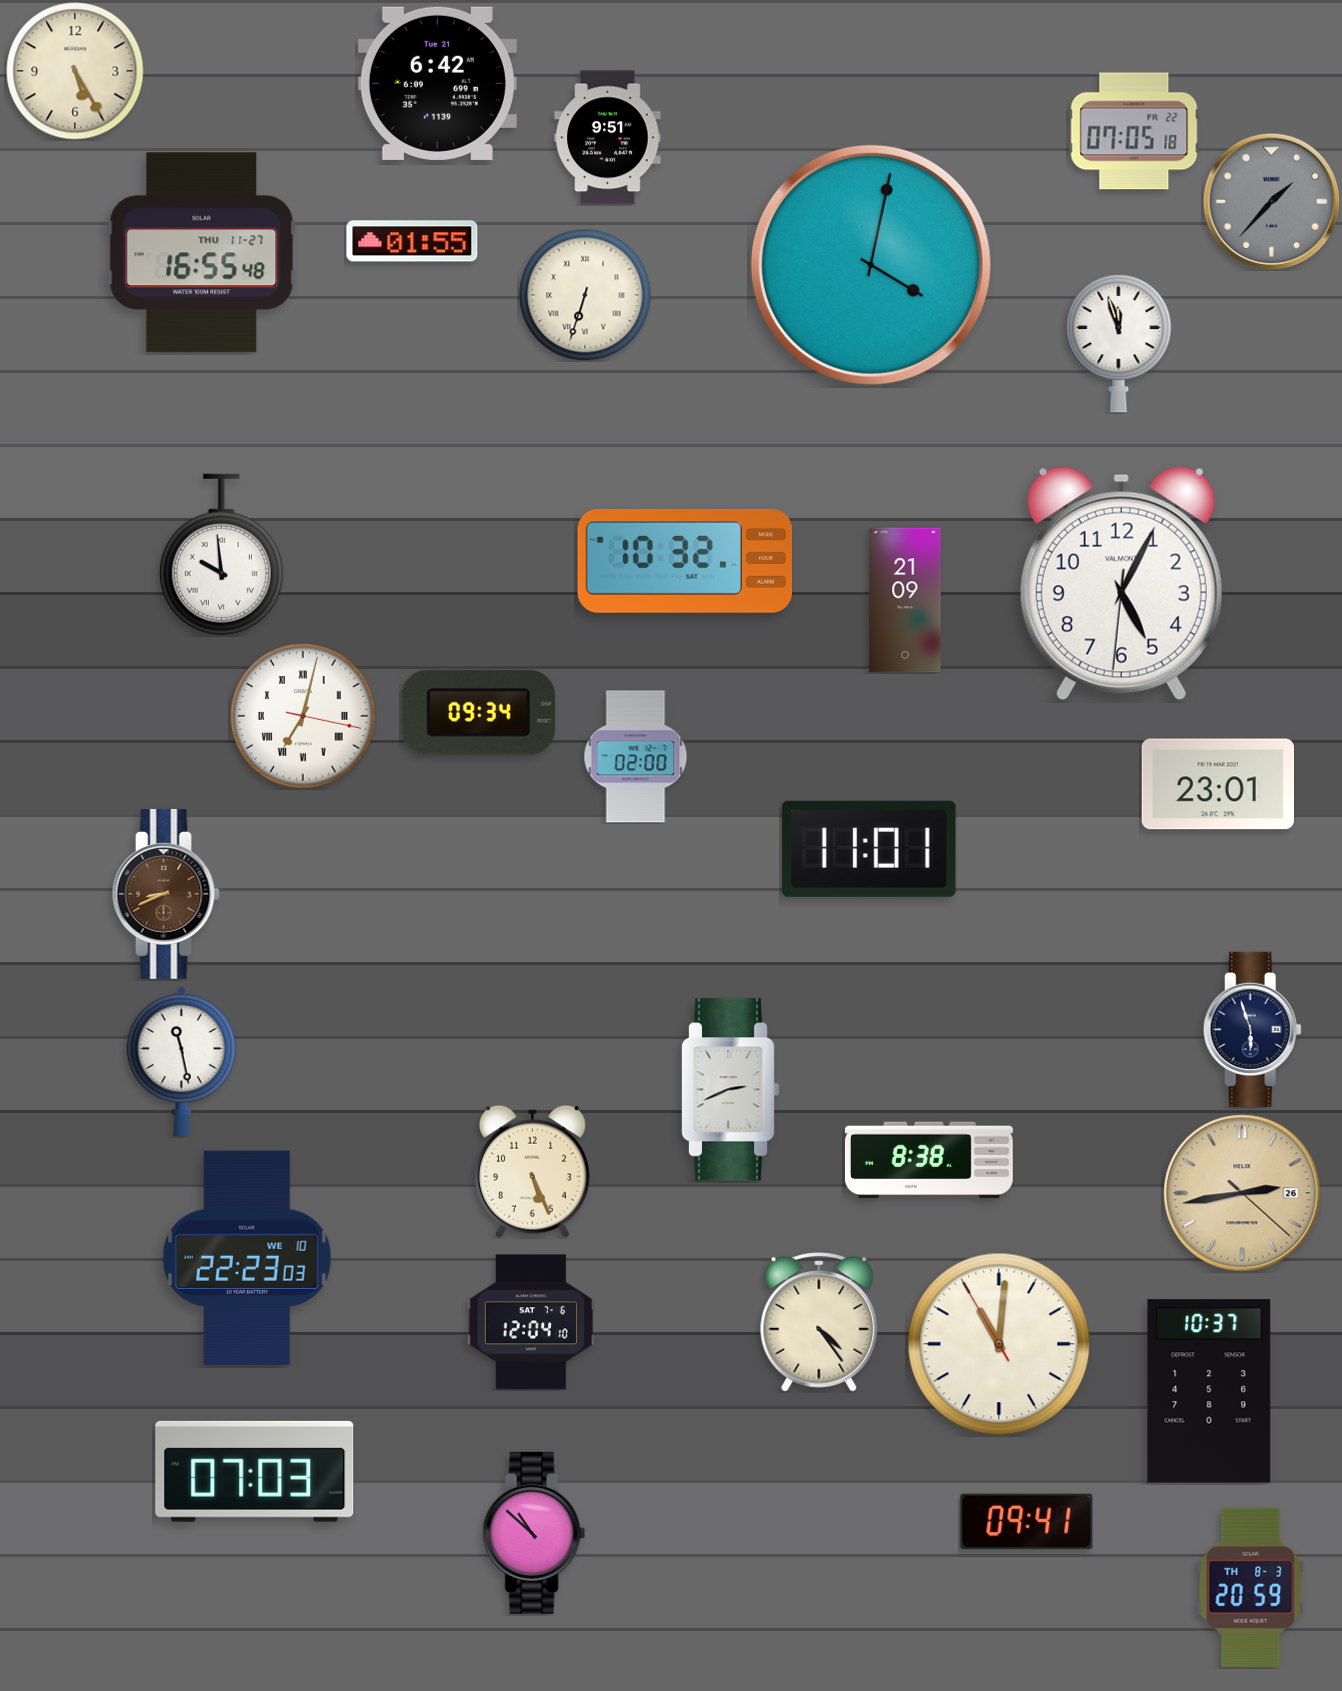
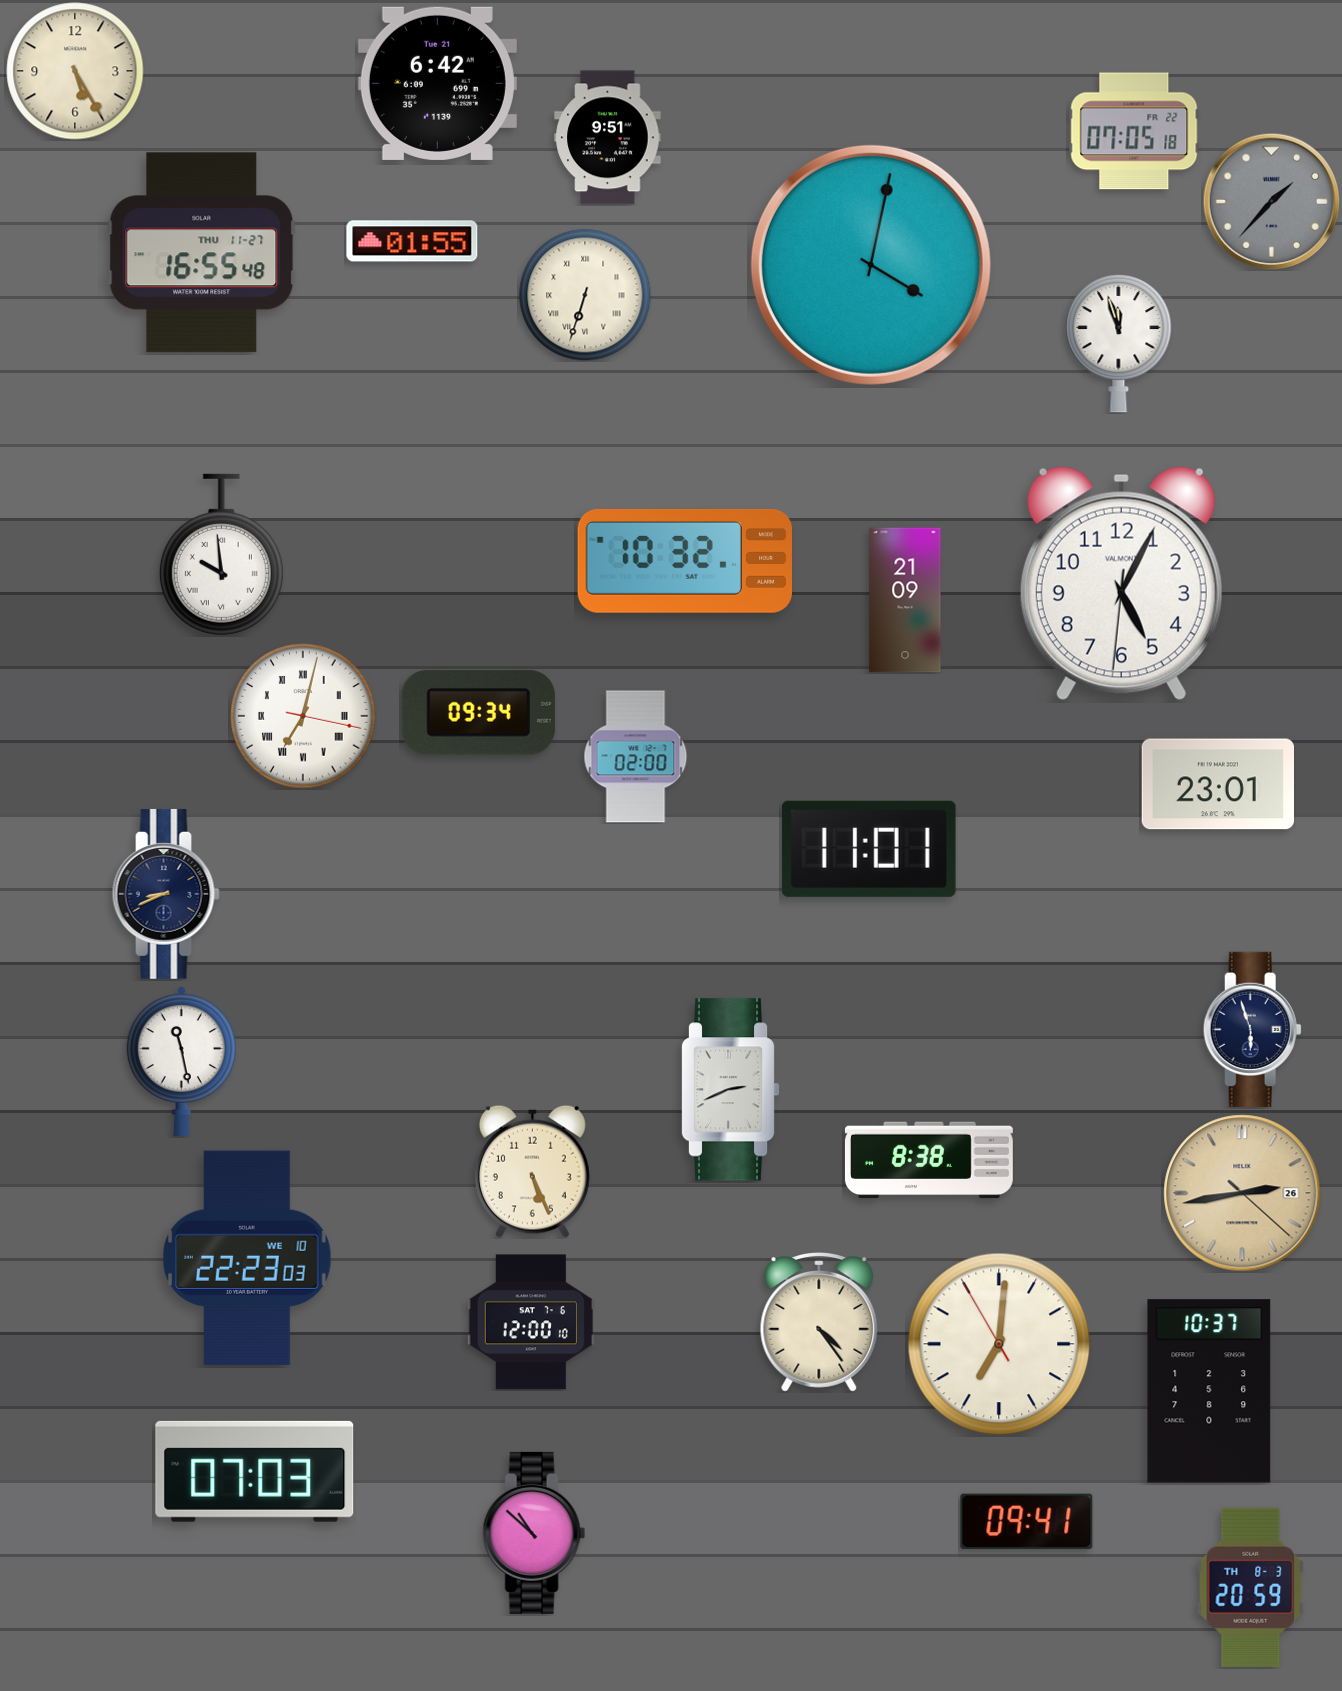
clock at (166, 894) dial: brown -> navy
clock at (531, 1322): 12:04 -> 12:00
clock at (999, 1344): 11:00 -> 7:00
